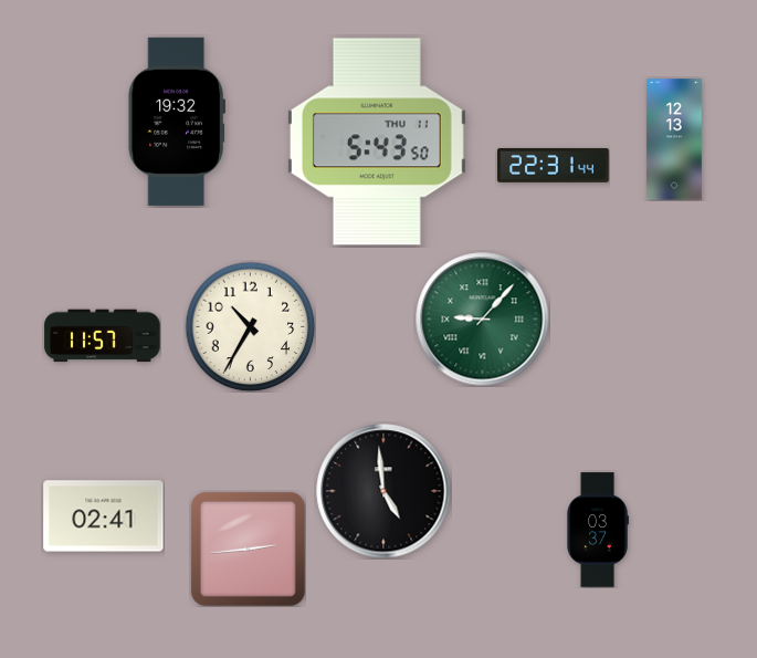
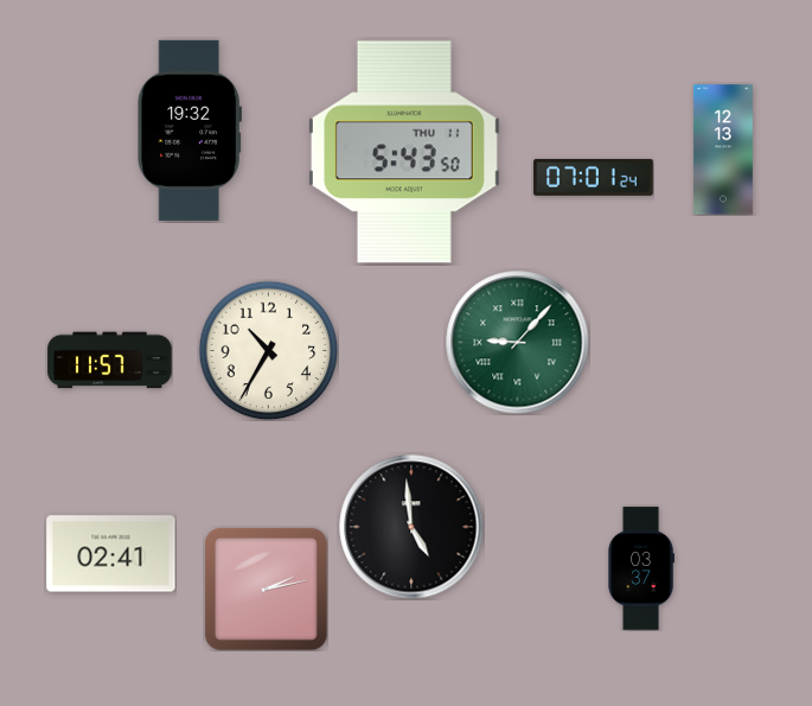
clock at (554, 165): 22:31 -> 07:01
clock at (248, 549): 2:44 -> 2:13
